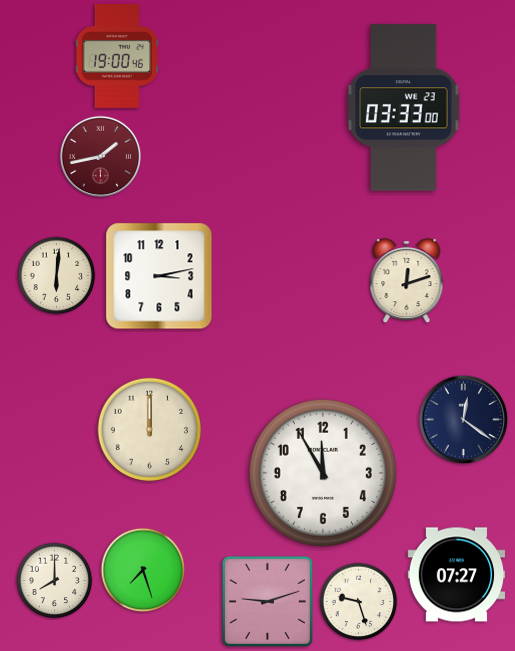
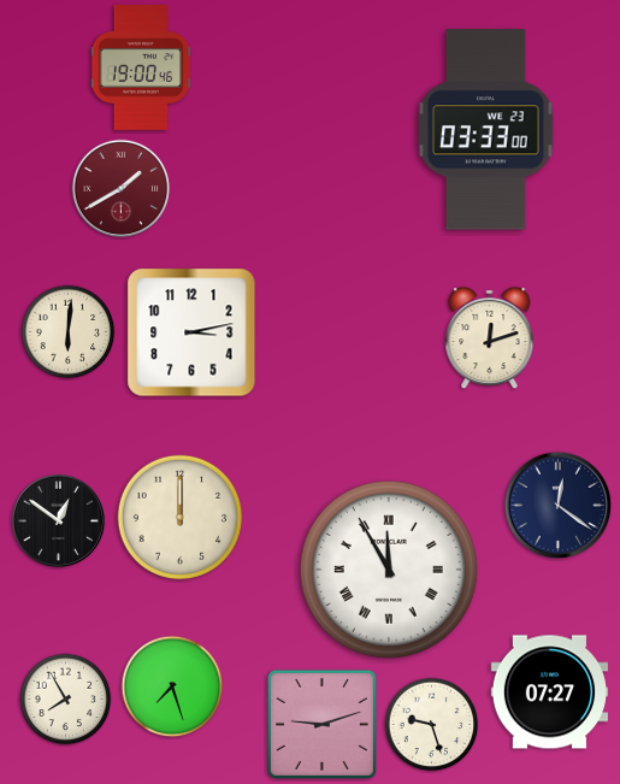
clock at (101, 157): 1:43 -> 1:40
clock at (58, 520): none -> 12:51
clock at (323, 473) numerals: Arabic -> Roman
clock at (55, 581): 8:00 -> 7:55
